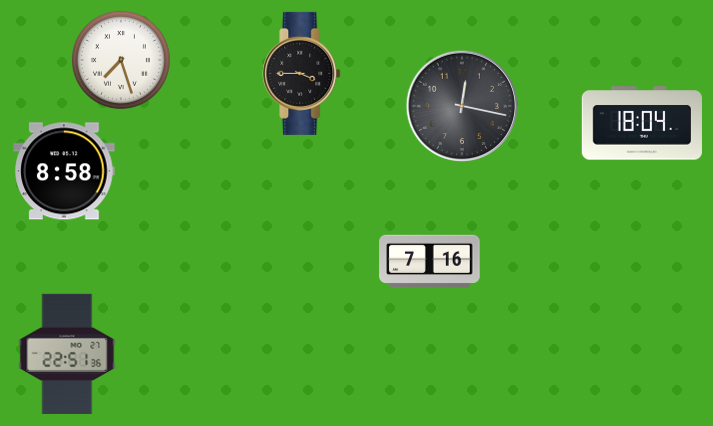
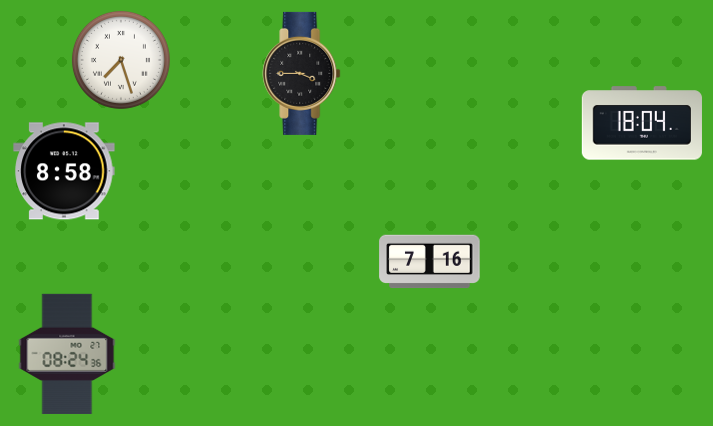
clock at (461, 105): 12:17 -> none
clock at (67, 353): 22:51 -> 08:24
